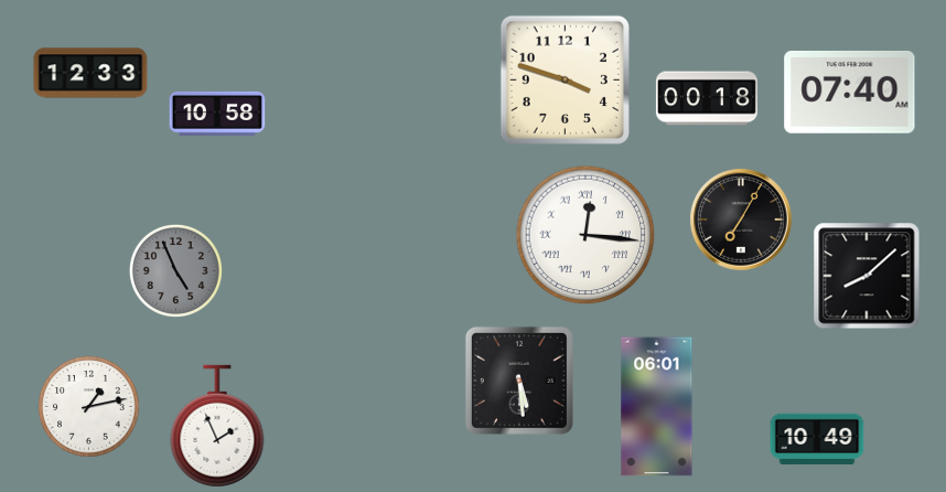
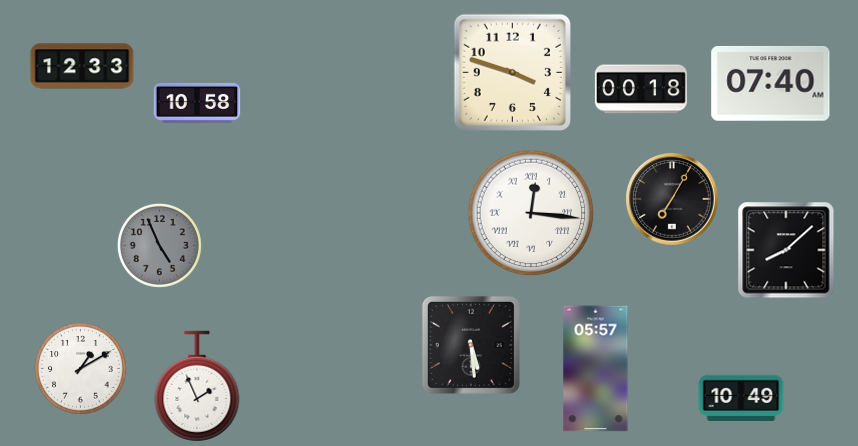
clock at (89, 407): 1:13 -> 1:10
clock at (657, 407): 06:01 -> 05:57
